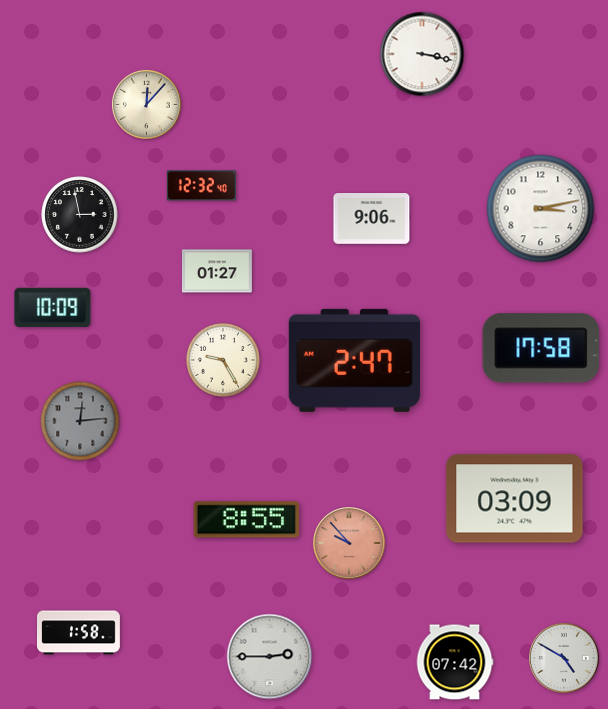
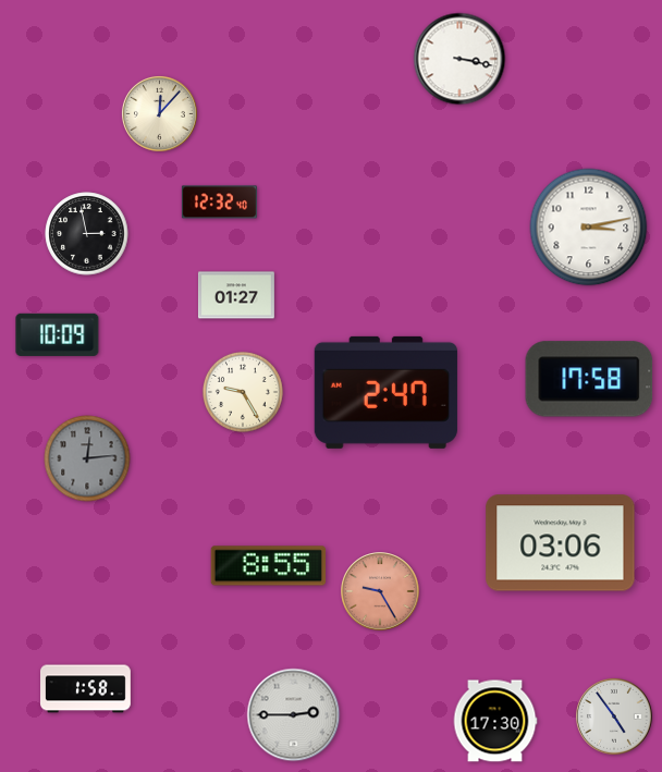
clock at (372, 219): 9:06 -> none
clock at (515, 499): 03:09 -> 03:06
clock at (349, 543): 9:53 -> 9:25
clock at (565, 659): 4:50 -> 4:54
clock at (455, 662): 07:42 -> 17:30
